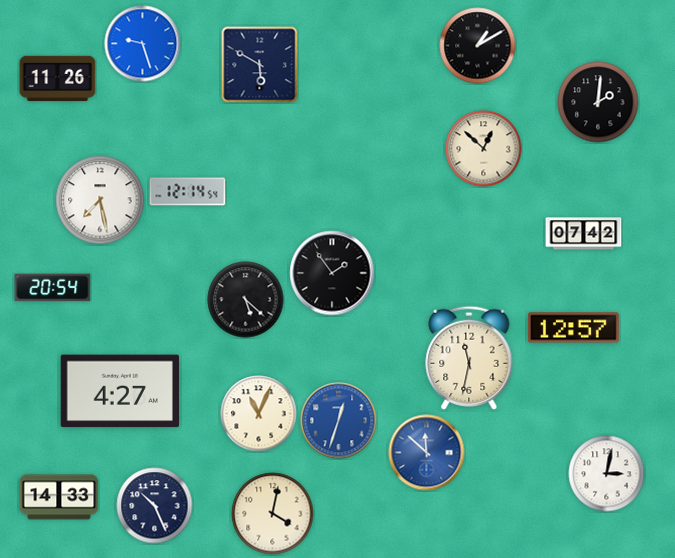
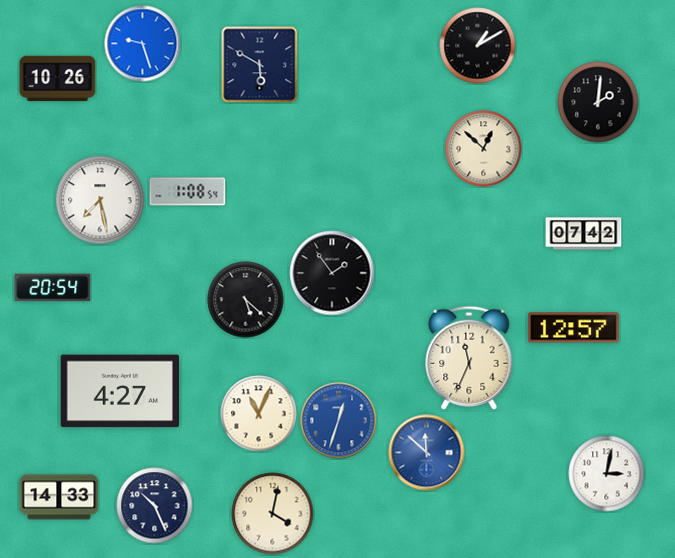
clock at (58, 79): 11:26 -> 10:26
clock at (188, 192): 12:14 -> 1:08
clock at (469, 358): 11:32 -> 11:34
